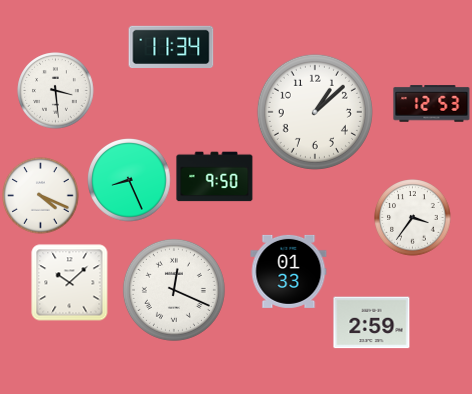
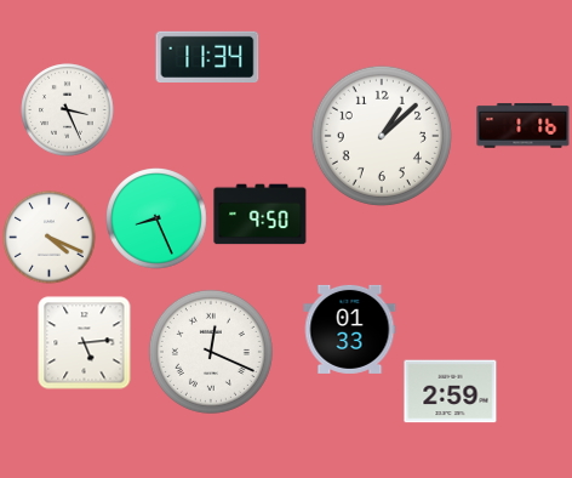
clock at (56, 91): 3:29 -> 3:26
clock at (432, 104): 12:53 -> 1:16
clock at (413, 218): 3:36 -> none
clock at (70, 283): 10:08 -> 5:14
